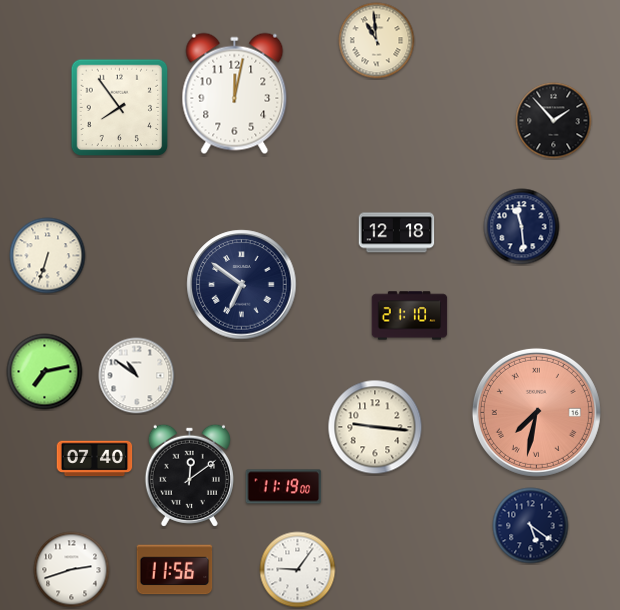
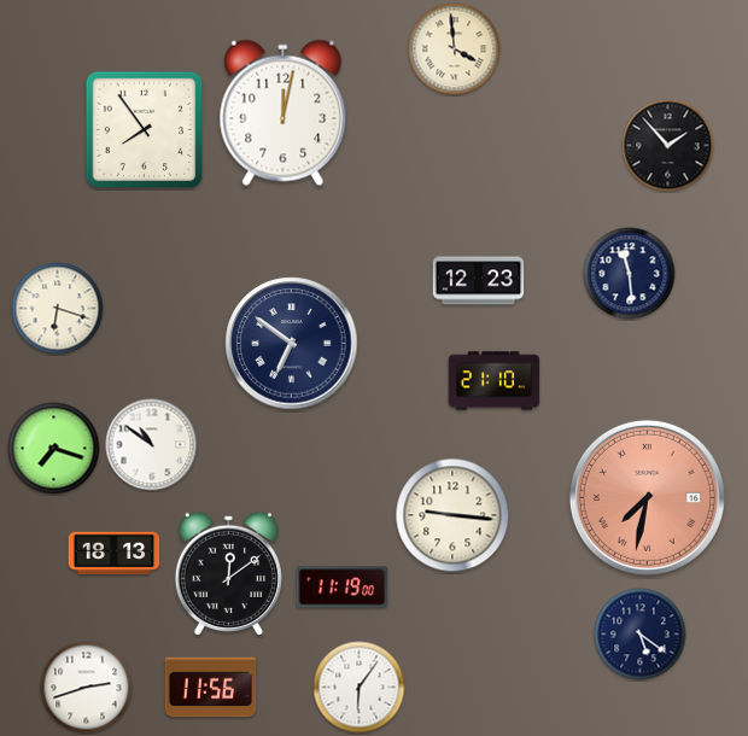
clock at (377, 41): 10:59 -> 3:59
clock at (397, 233): 12:18 -> 12:23
clock at (48, 256): 6:33 -> 6:18
clock at (45, 372): 7:13 -> 7:18
clock at (137, 376) position: (137, 376) -> (152, 445)
clock at (95, 459): 07:40 -> 18:13
clock at (298, 570): 9:06 -> 6:06
